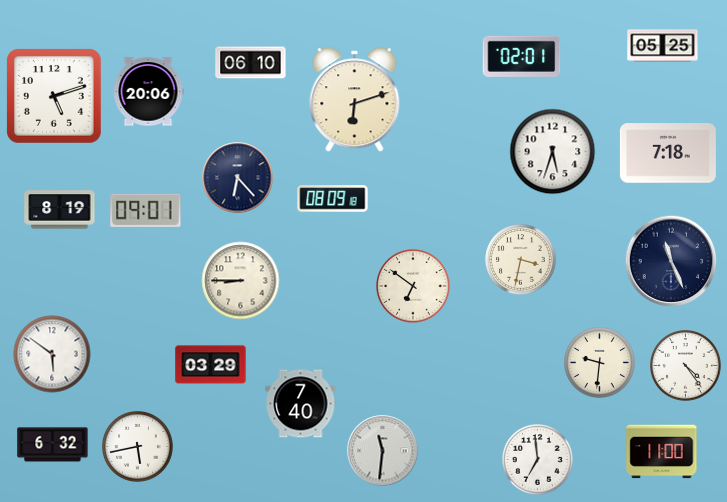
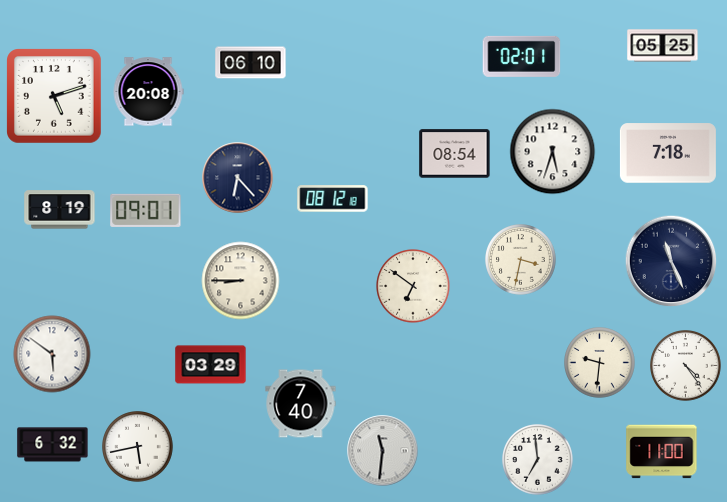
clock at (148, 92): 20:06 -> 20:08
clock at (355, 100): 6:12 -> none
clock at (455, 154): none -> 08:54
clock at (333, 199): 08:09 -> 08:12
